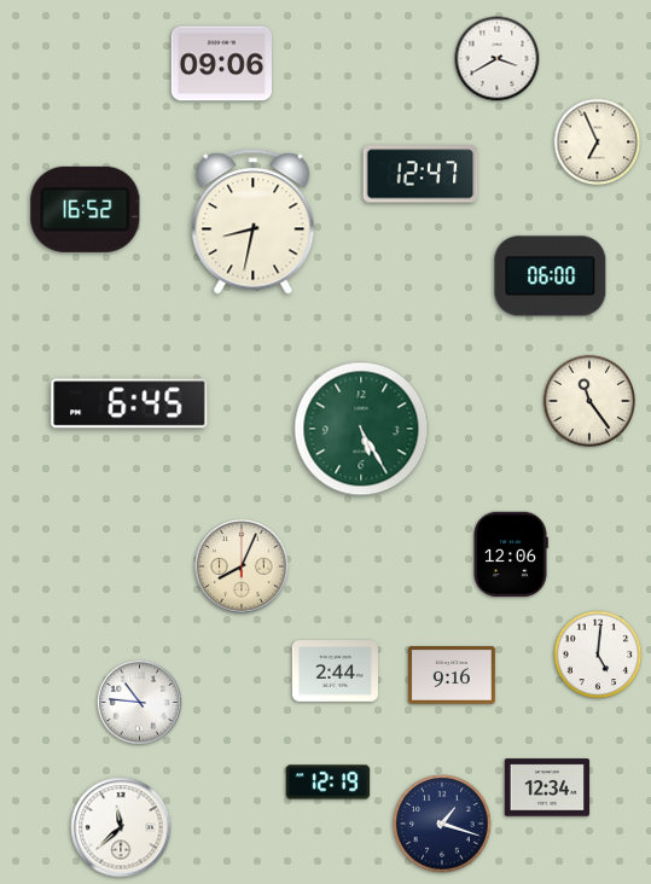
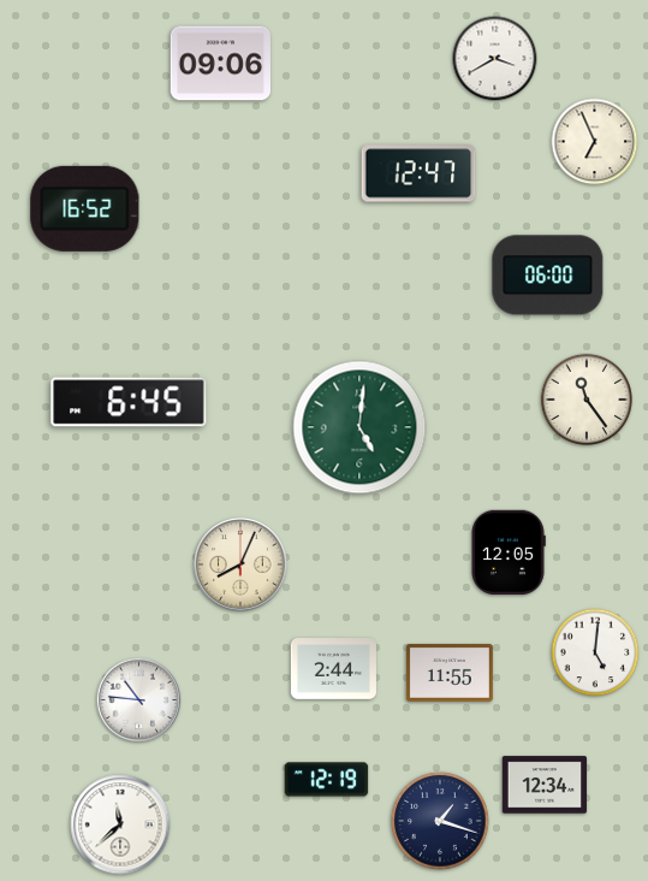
clock at (254, 222): 8:32 -> none
clock at (361, 429): 5:25 -> 5:01
clock at (511, 554): 12:06 -> 12:05
clock at (452, 675): 9:16 -> 11:55
